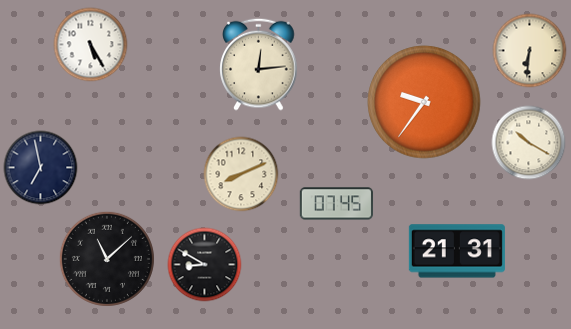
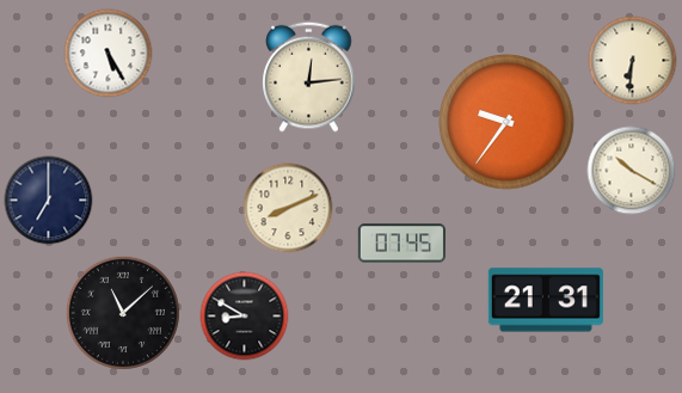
clock at (41, 168): 6:58 -> 7:00
clock at (107, 259) position: (107, 259) -> (123, 313)
